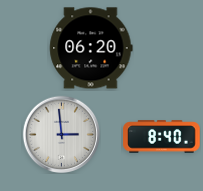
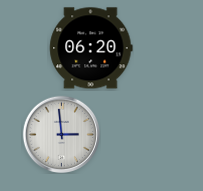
clock at (162, 137): 8:40 -> none
